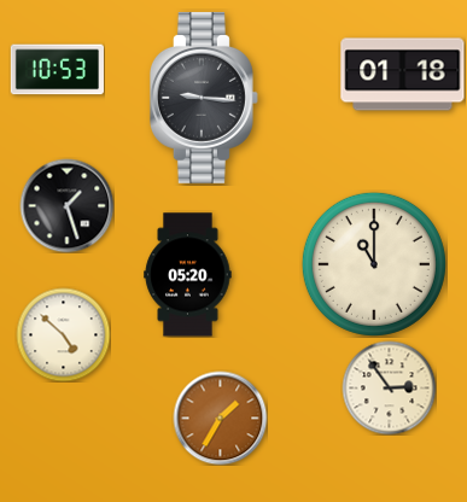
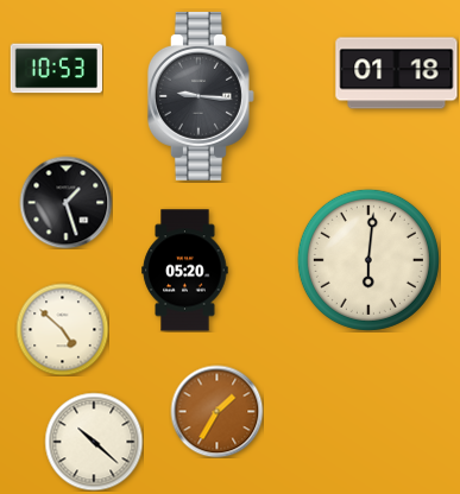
clock at (374, 264): 11:00 -> 6:01
clock at (389, 387): 2:54 -> none
clock at (94, 442): none -> 10:22
